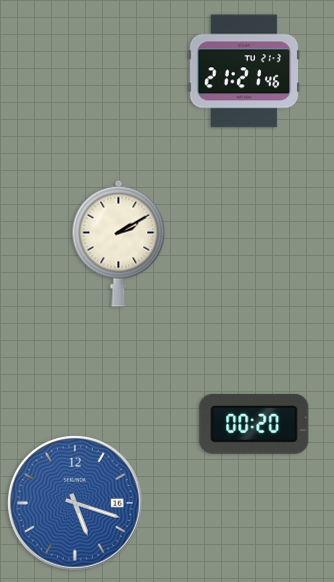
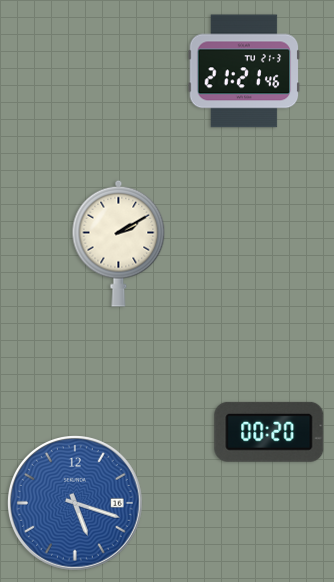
clock at (254, 424) position: (254, 424) -> (269, 432)
